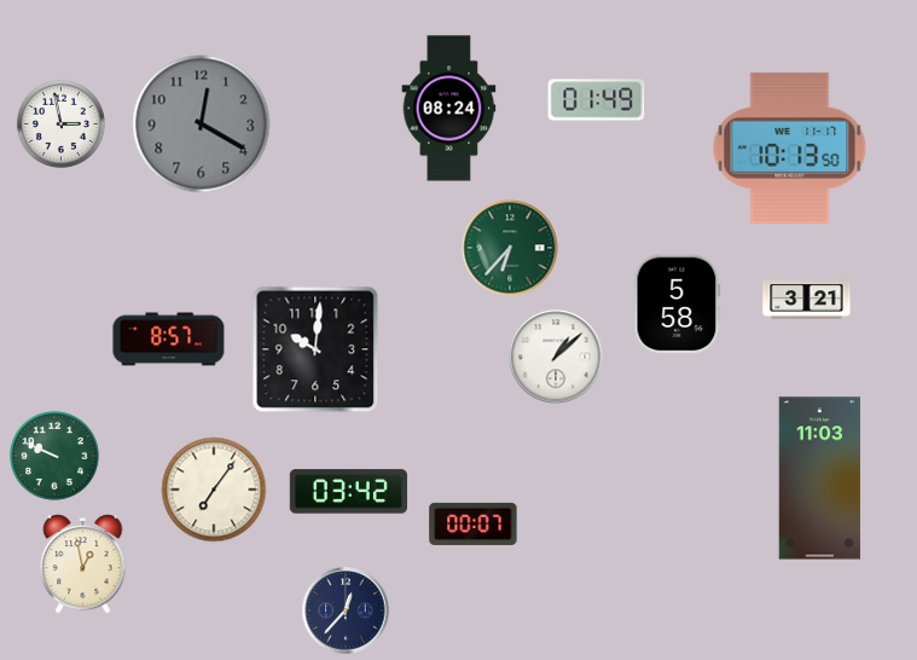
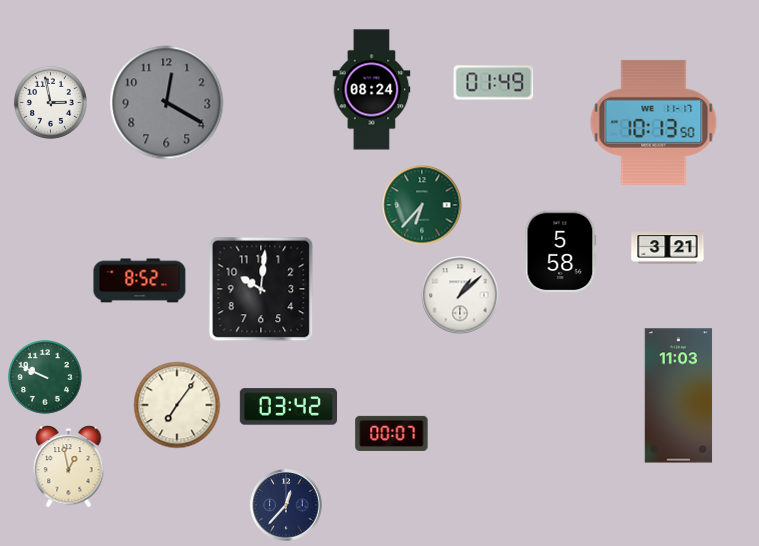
clock at (169, 340): 8:57 -> 8:52
